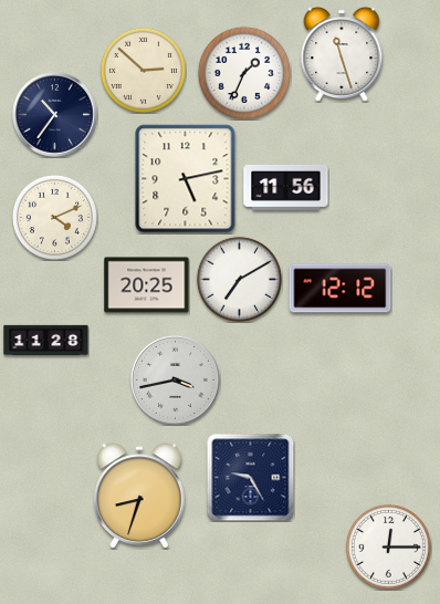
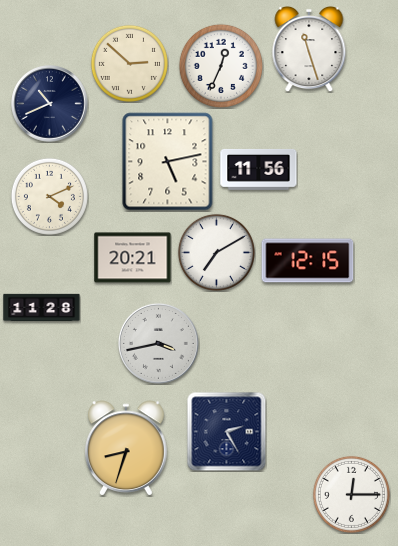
clock at (244, 73): 1:34 -> 12:34
clock at (55, 115): 10:36 -> 10:41
clock at (147, 285): 20:25 -> 20:21
clock at (341, 289): 12:12 -> 12:15
clock at (250, 477): 9:25 -> 2:25
